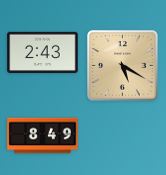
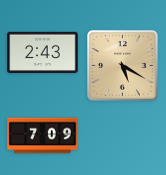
clock at (43, 136): 8:49 -> 7:09
